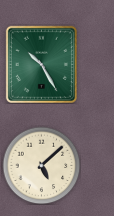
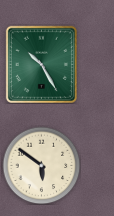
clock at (41, 165): 5:08 -> 5:51
